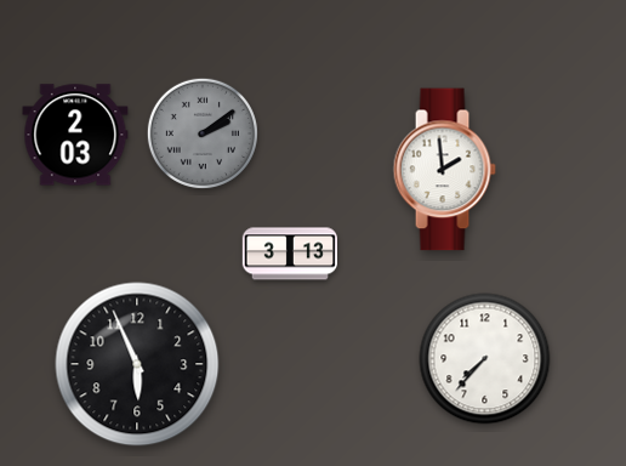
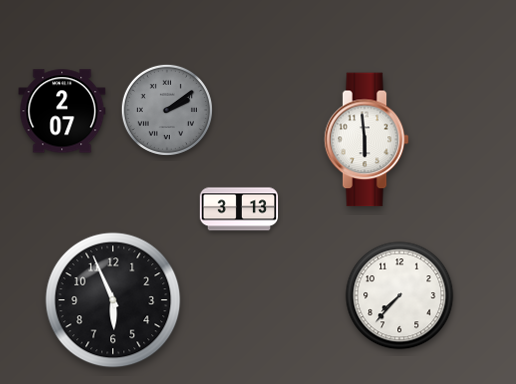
clock at (75, 135): 2:03 -> 2:07
clock at (444, 170): 1:59 -> 5:59
